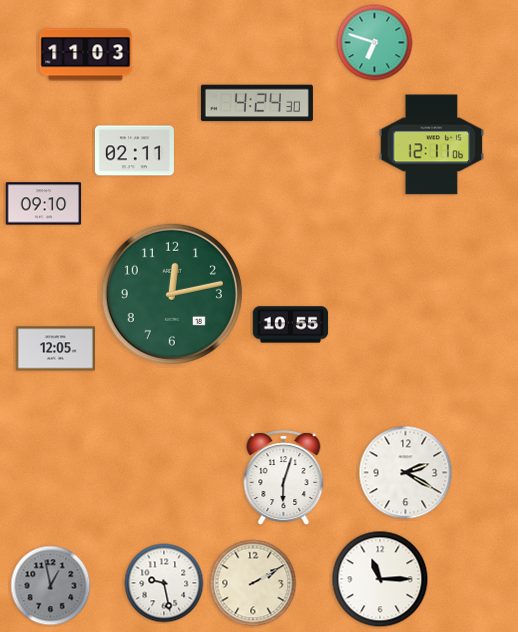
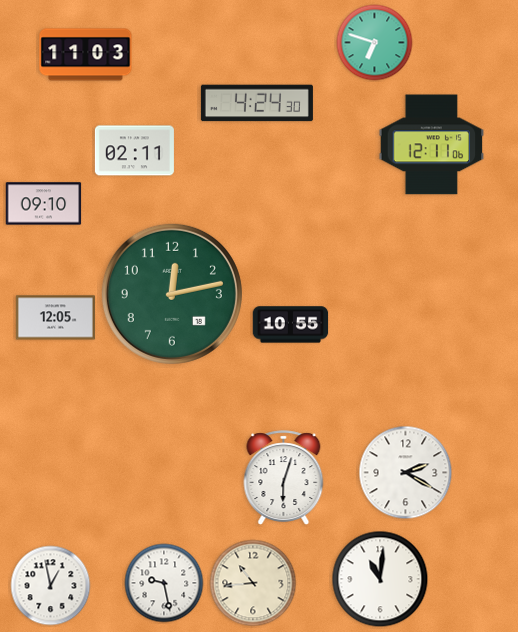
clock at (55, 349) position: (55, 349) -> (55, 318)
clock at (380, 579): 11:15 -> 11:01
clock at (253, 583): 2:10 -> 10:44
clock at (51, 586) dial: grey -> white
